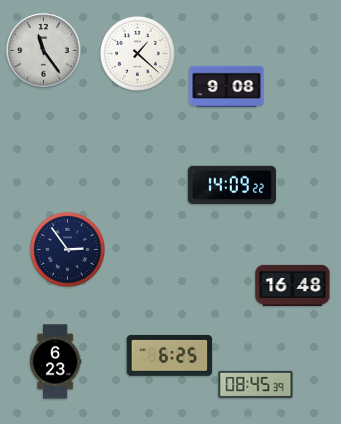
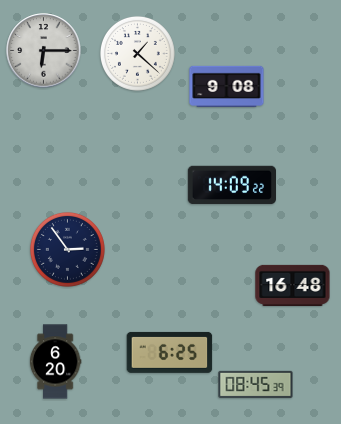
clock at (44, 51): 11:24 -> 6:15
clock at (170, 355) position: (170, 355) -> (170, 352)
clock at (55, 362): 6:23 -> 6:20
